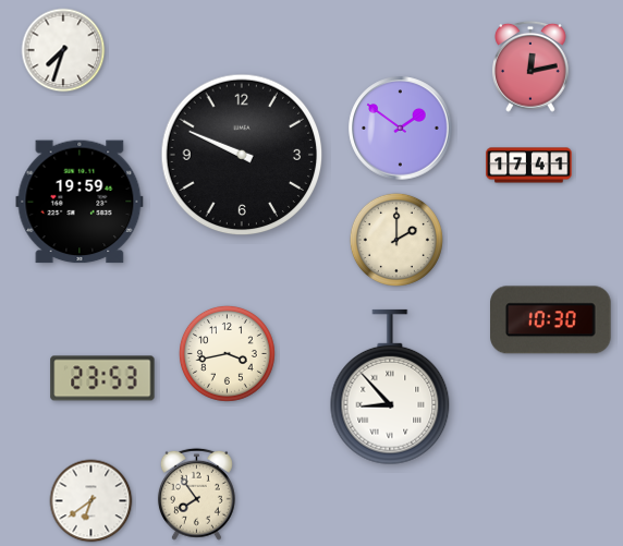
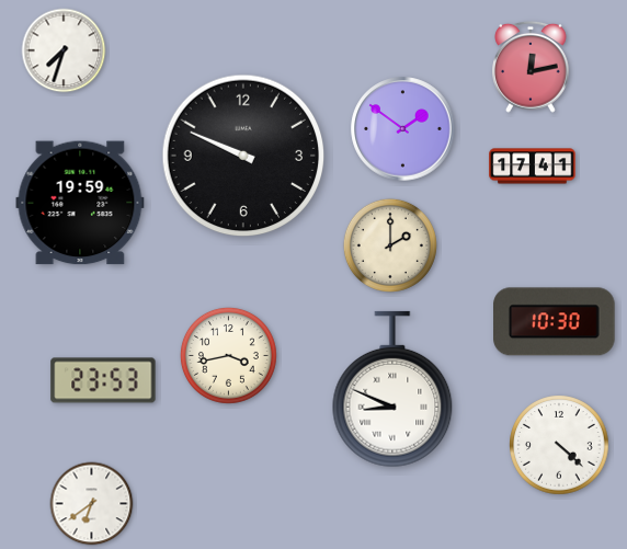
clock at (532, 66) position: (532, 66) -> (532, 67)
clock at (396, 240) position: (396, 240) -> (390, 245)
clock at (390, 387): 8:53 -> 8:49
clock at (559, 445): none -> 4:22
clock at (196, 494): 7:54 -> none
